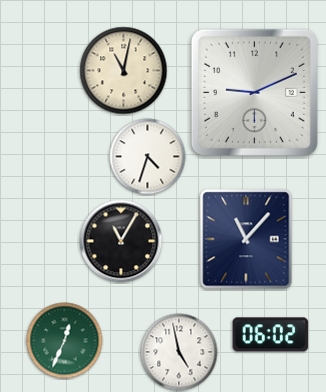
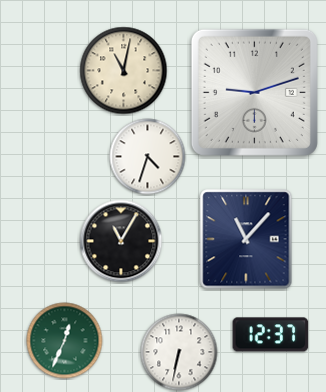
clock at (254, 92): 9:11 -> 9:12
clock at (271, 335): 06:02 -> 12:37
clock at (179, 352): 4:58 -> 6:32
